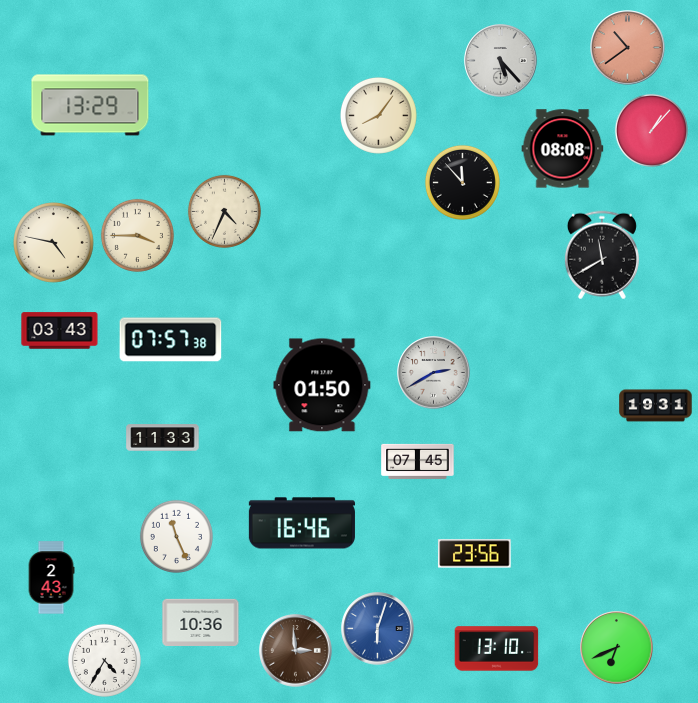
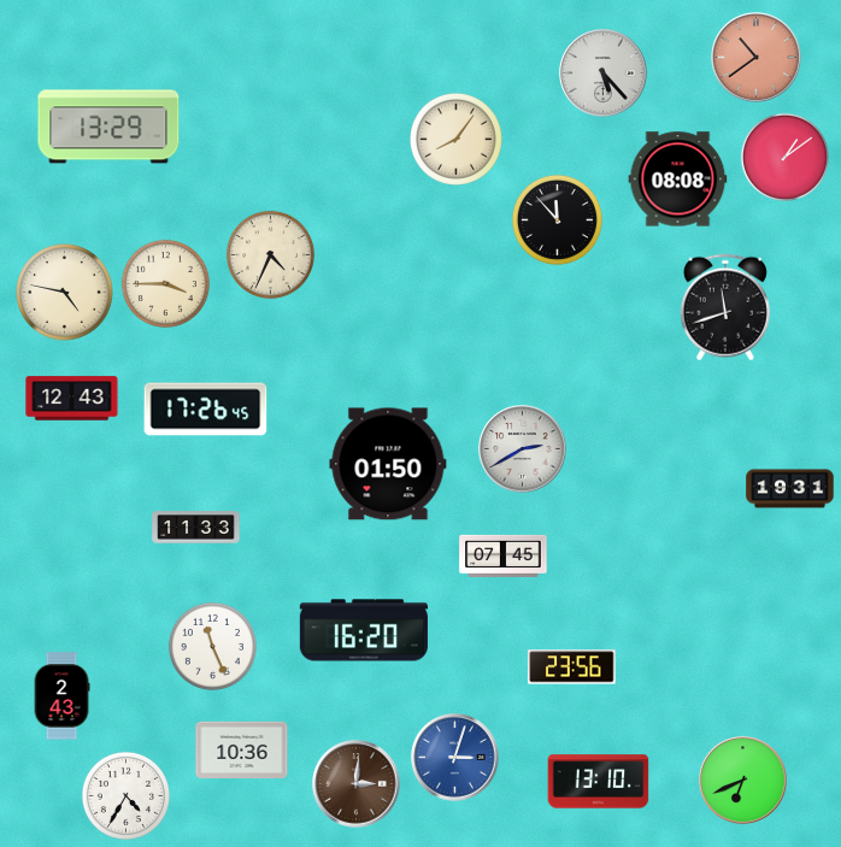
clock at (651, 130): 1:07 -> 1:09
clock at (602, 255): 11:40 -> 11:42
clock at (60, 331): 03:43 -> 12:43
clock at (171, 340): 07:57 -> 17:26
clock at (302, 523): 16:46 -> 16:20
clock at (378, 629): 6:03 -> 3:03
clock at (296, 651): 2:59 -> 3:01
